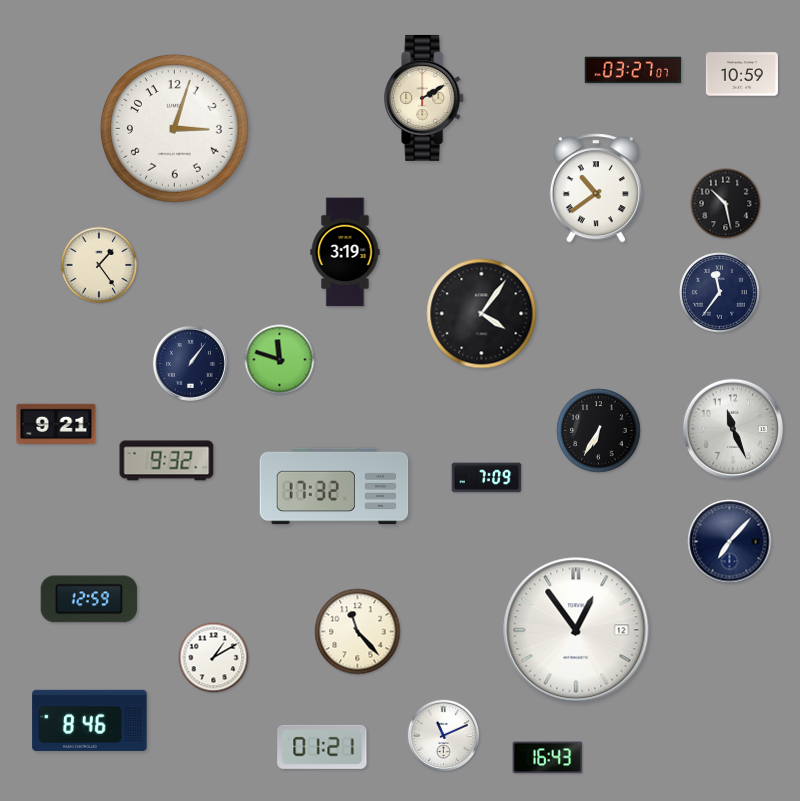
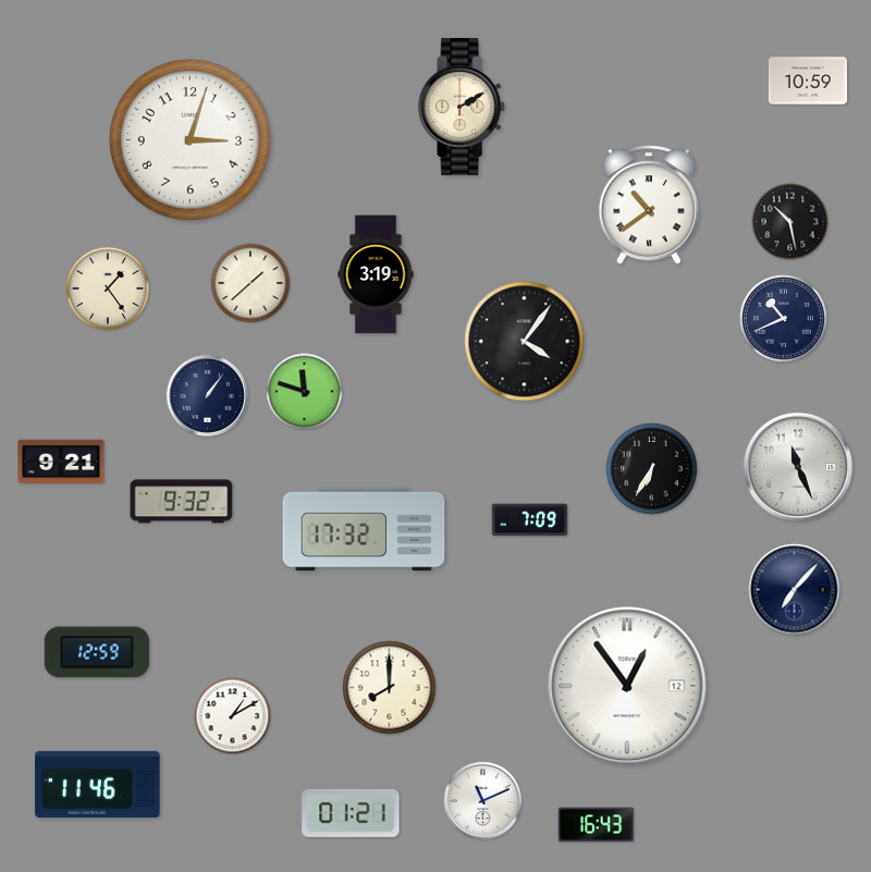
clock at (633, 70): 03:27 -> none
clock at (250, 283): none -> 1:38
clock at (720, 293): 11:36 -> 10:41
clock at (358, 632): 11:23 -> 8:00
clock at (90, 720): 8:46 -> 11:46
